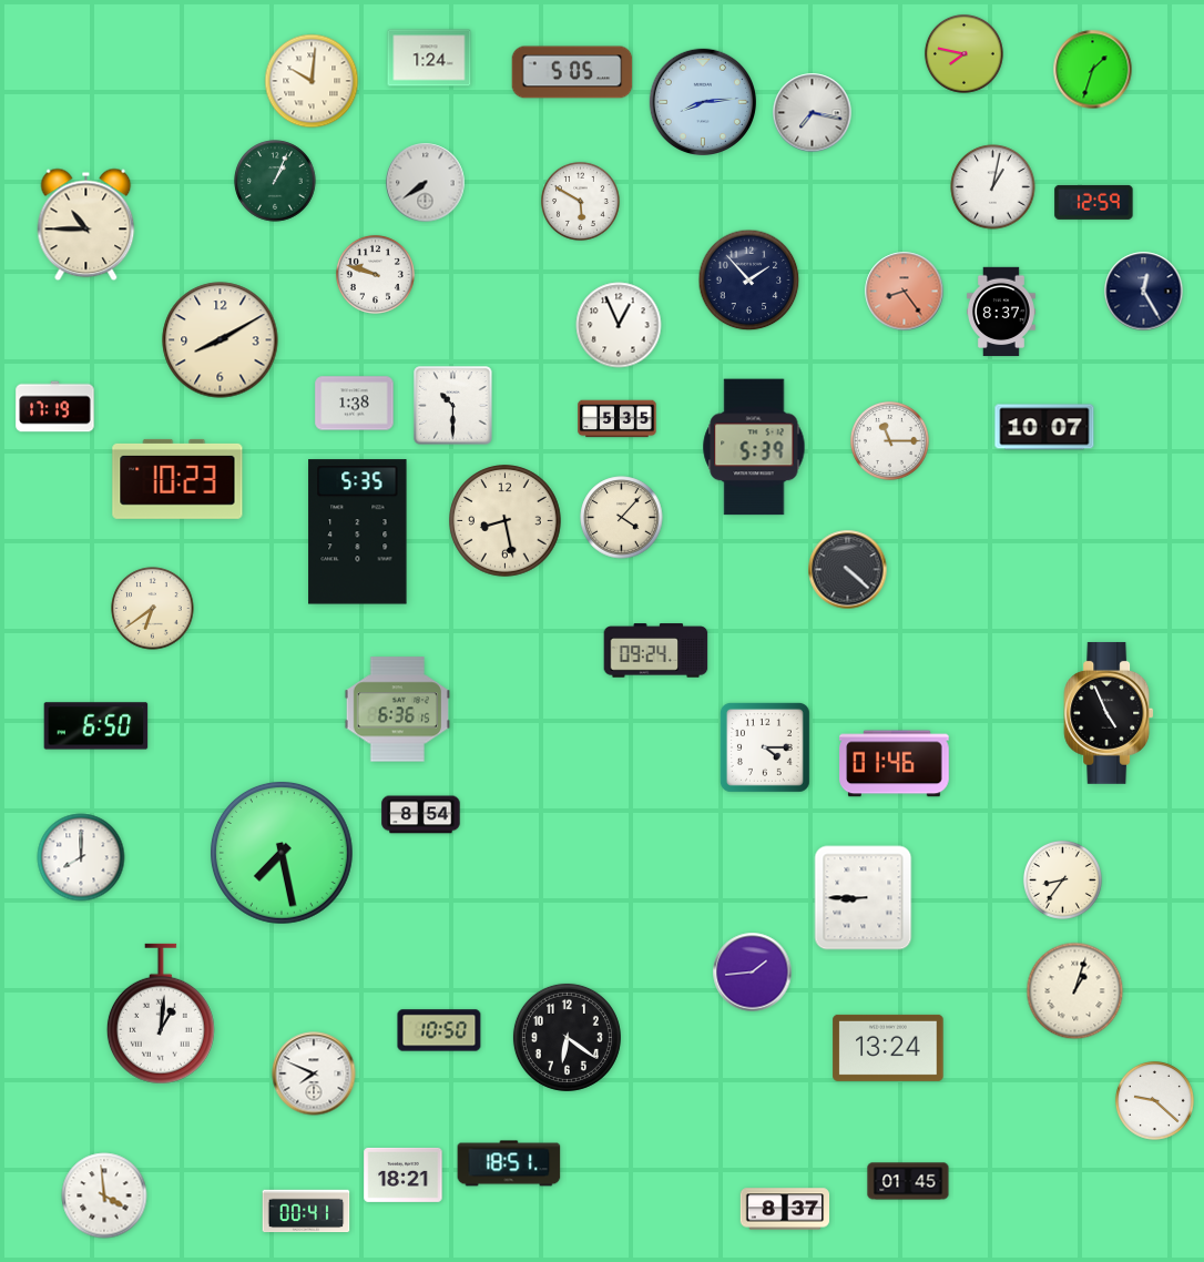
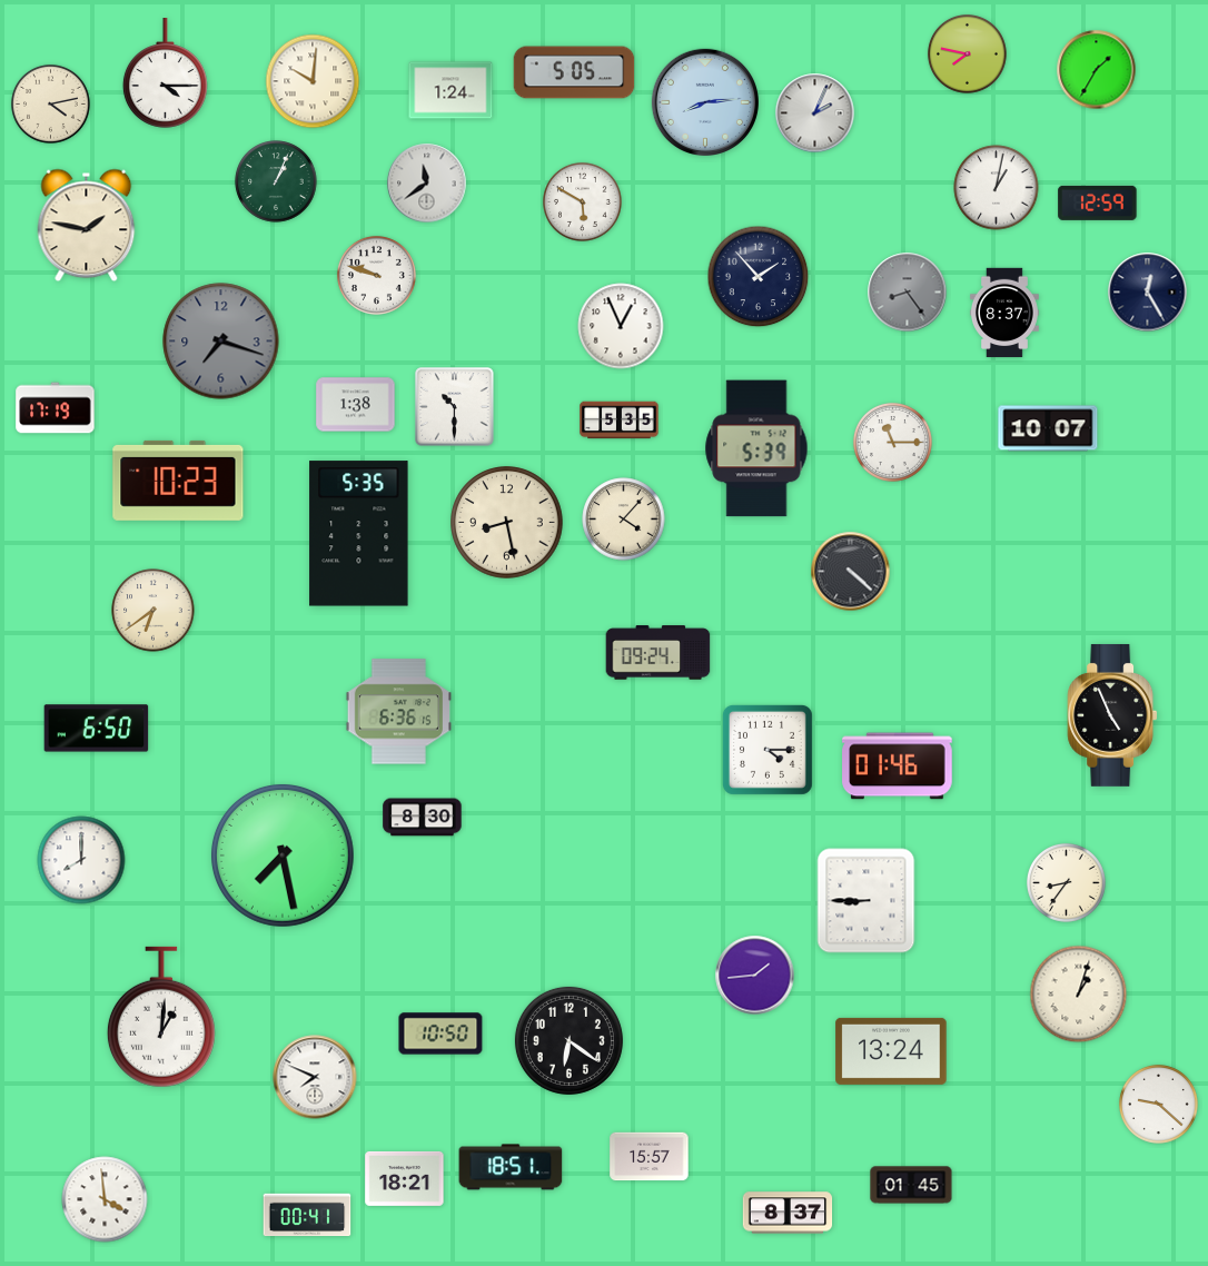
clock at (429, 58) position: (429, 58) -> (450, 90)
clock at (1093, 70): 1:33 -> 1:35
clock at (165, 73): none -> 4:15
clock at (50, 103): none -> 4:13
clock at (813, 113): 7:17 -> 2:04
clock at (426, 183): 7:39 -> 11:39
clock at (86, 225): 10:45 -> 1:47
clock at (749, 281) position: (749, 281) -> (759, 277)
clock at (905, 292) dial: salmon -> grey
clock at (221, 340): 8:10 -> 7:18
clock at (221, 340) dial: cream -> grey
clock at (421, 815): 8:54 -> 8:30
clock at (650, 1157): none -> 15:57
